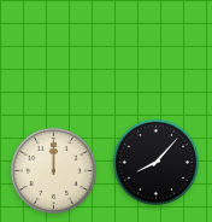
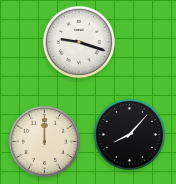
clock at (78, 41): none -> 9:18
